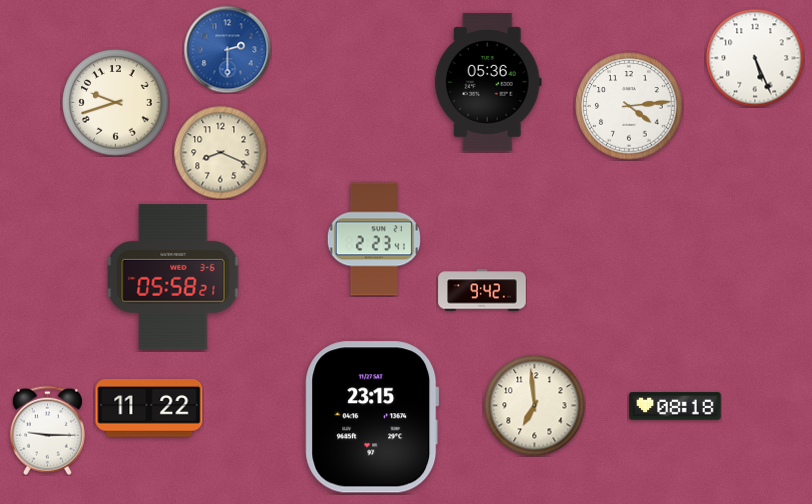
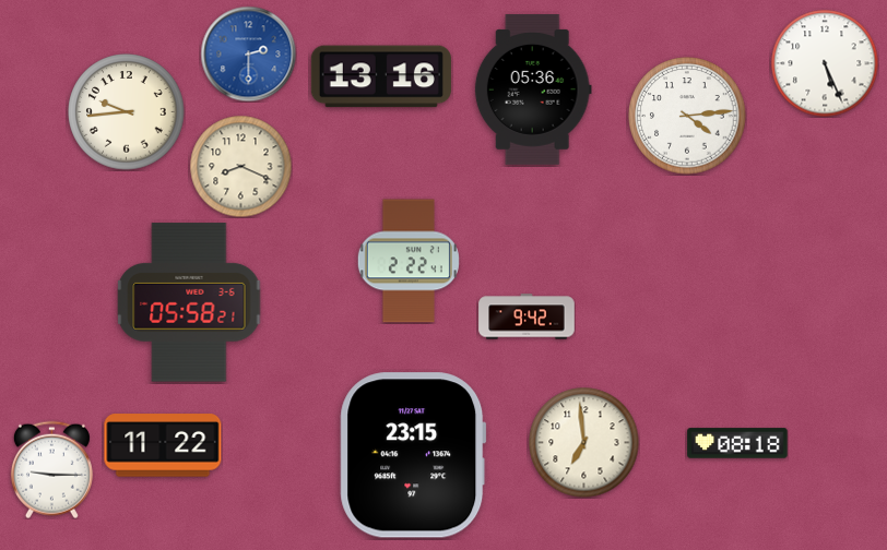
clock at (381, 76): none -> 13:16
clock at (116, 103): 9:42 -> 9:44
clock at (374, 239): 2:23 -> 2:22
clock at (372, 417) position: (372, 417) -> (413, 455)
